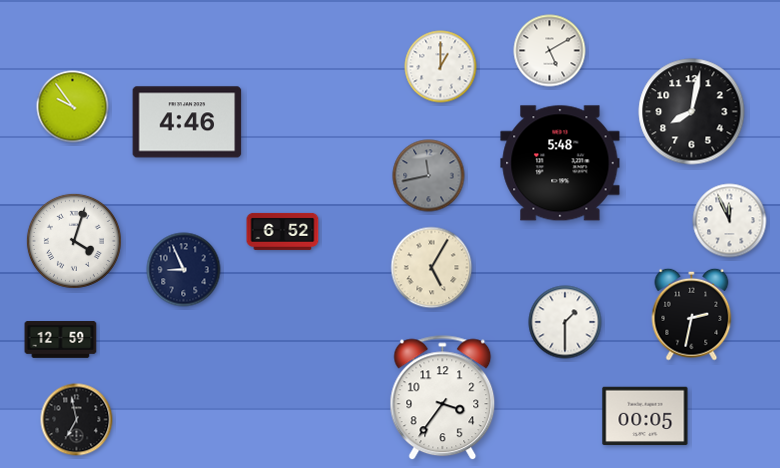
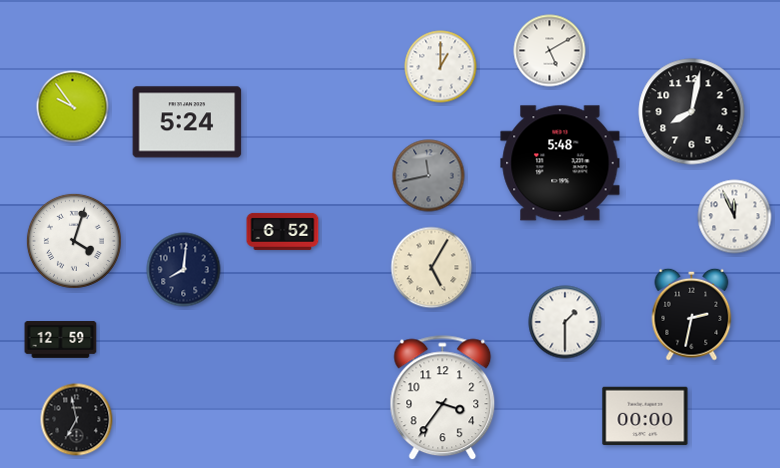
clock at (187, 122): 4:46 -> 5:24
clock at (730, 221) position: (730, 221) -> (735, 217)
clock at (184, 270): 8:56 -> 8:01
clock at (645, 416): 00:05 -> 00:00
